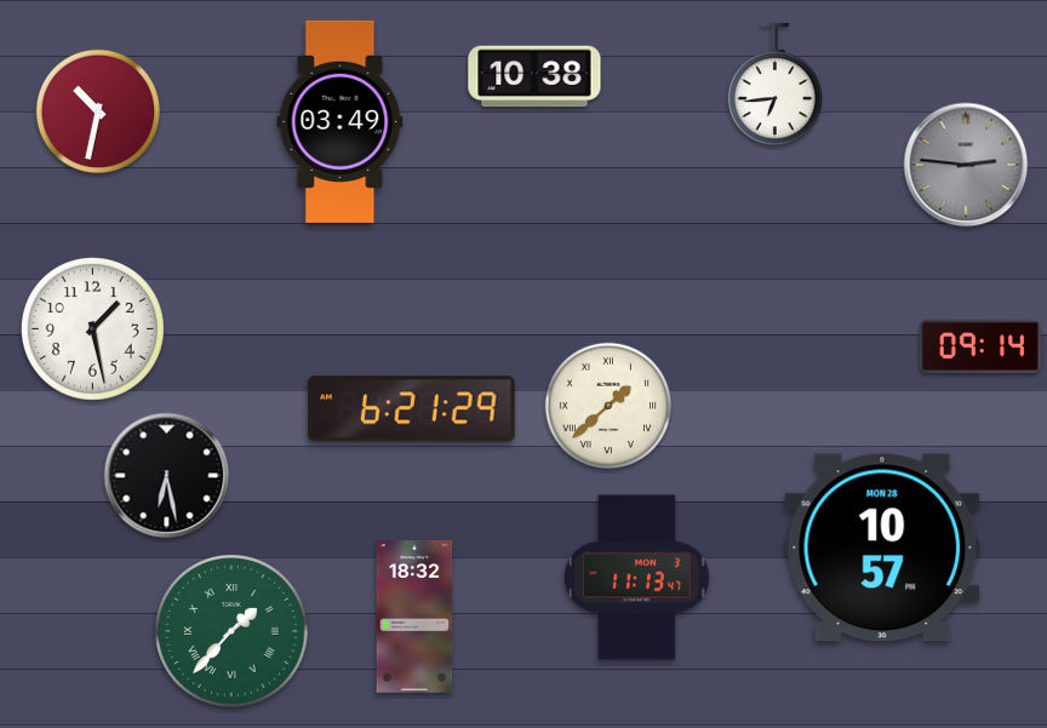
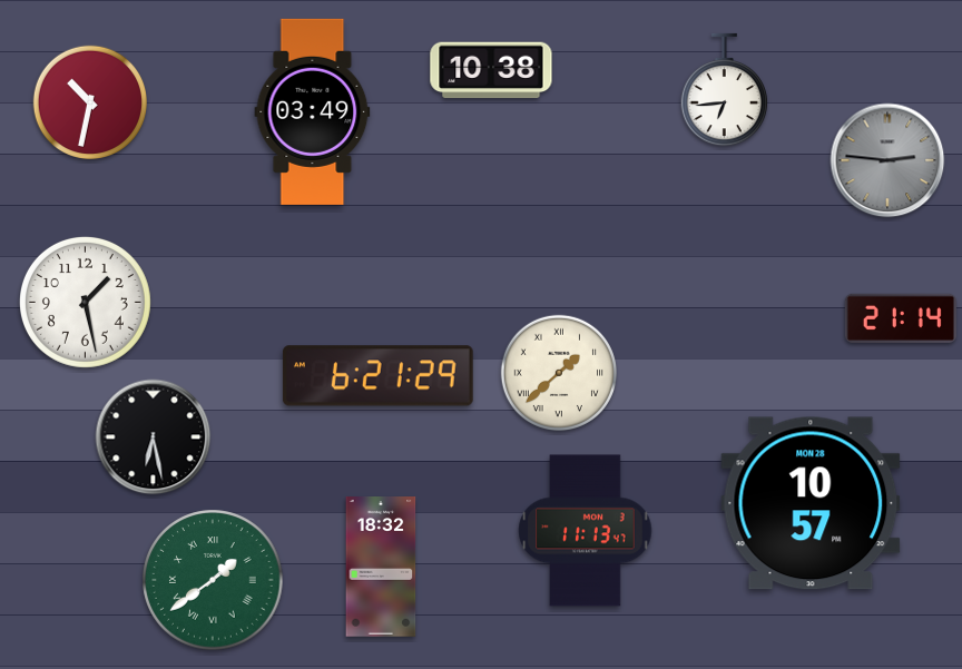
clock at (774, 85) position: (774, 85) -> (724, 90)
clock at (966, 165) position: (966, 165) -> (887, 160)
clock at (980, 346): 09:14 -> 21:14
clock at (231, 631): 1:37 -> 1:39
